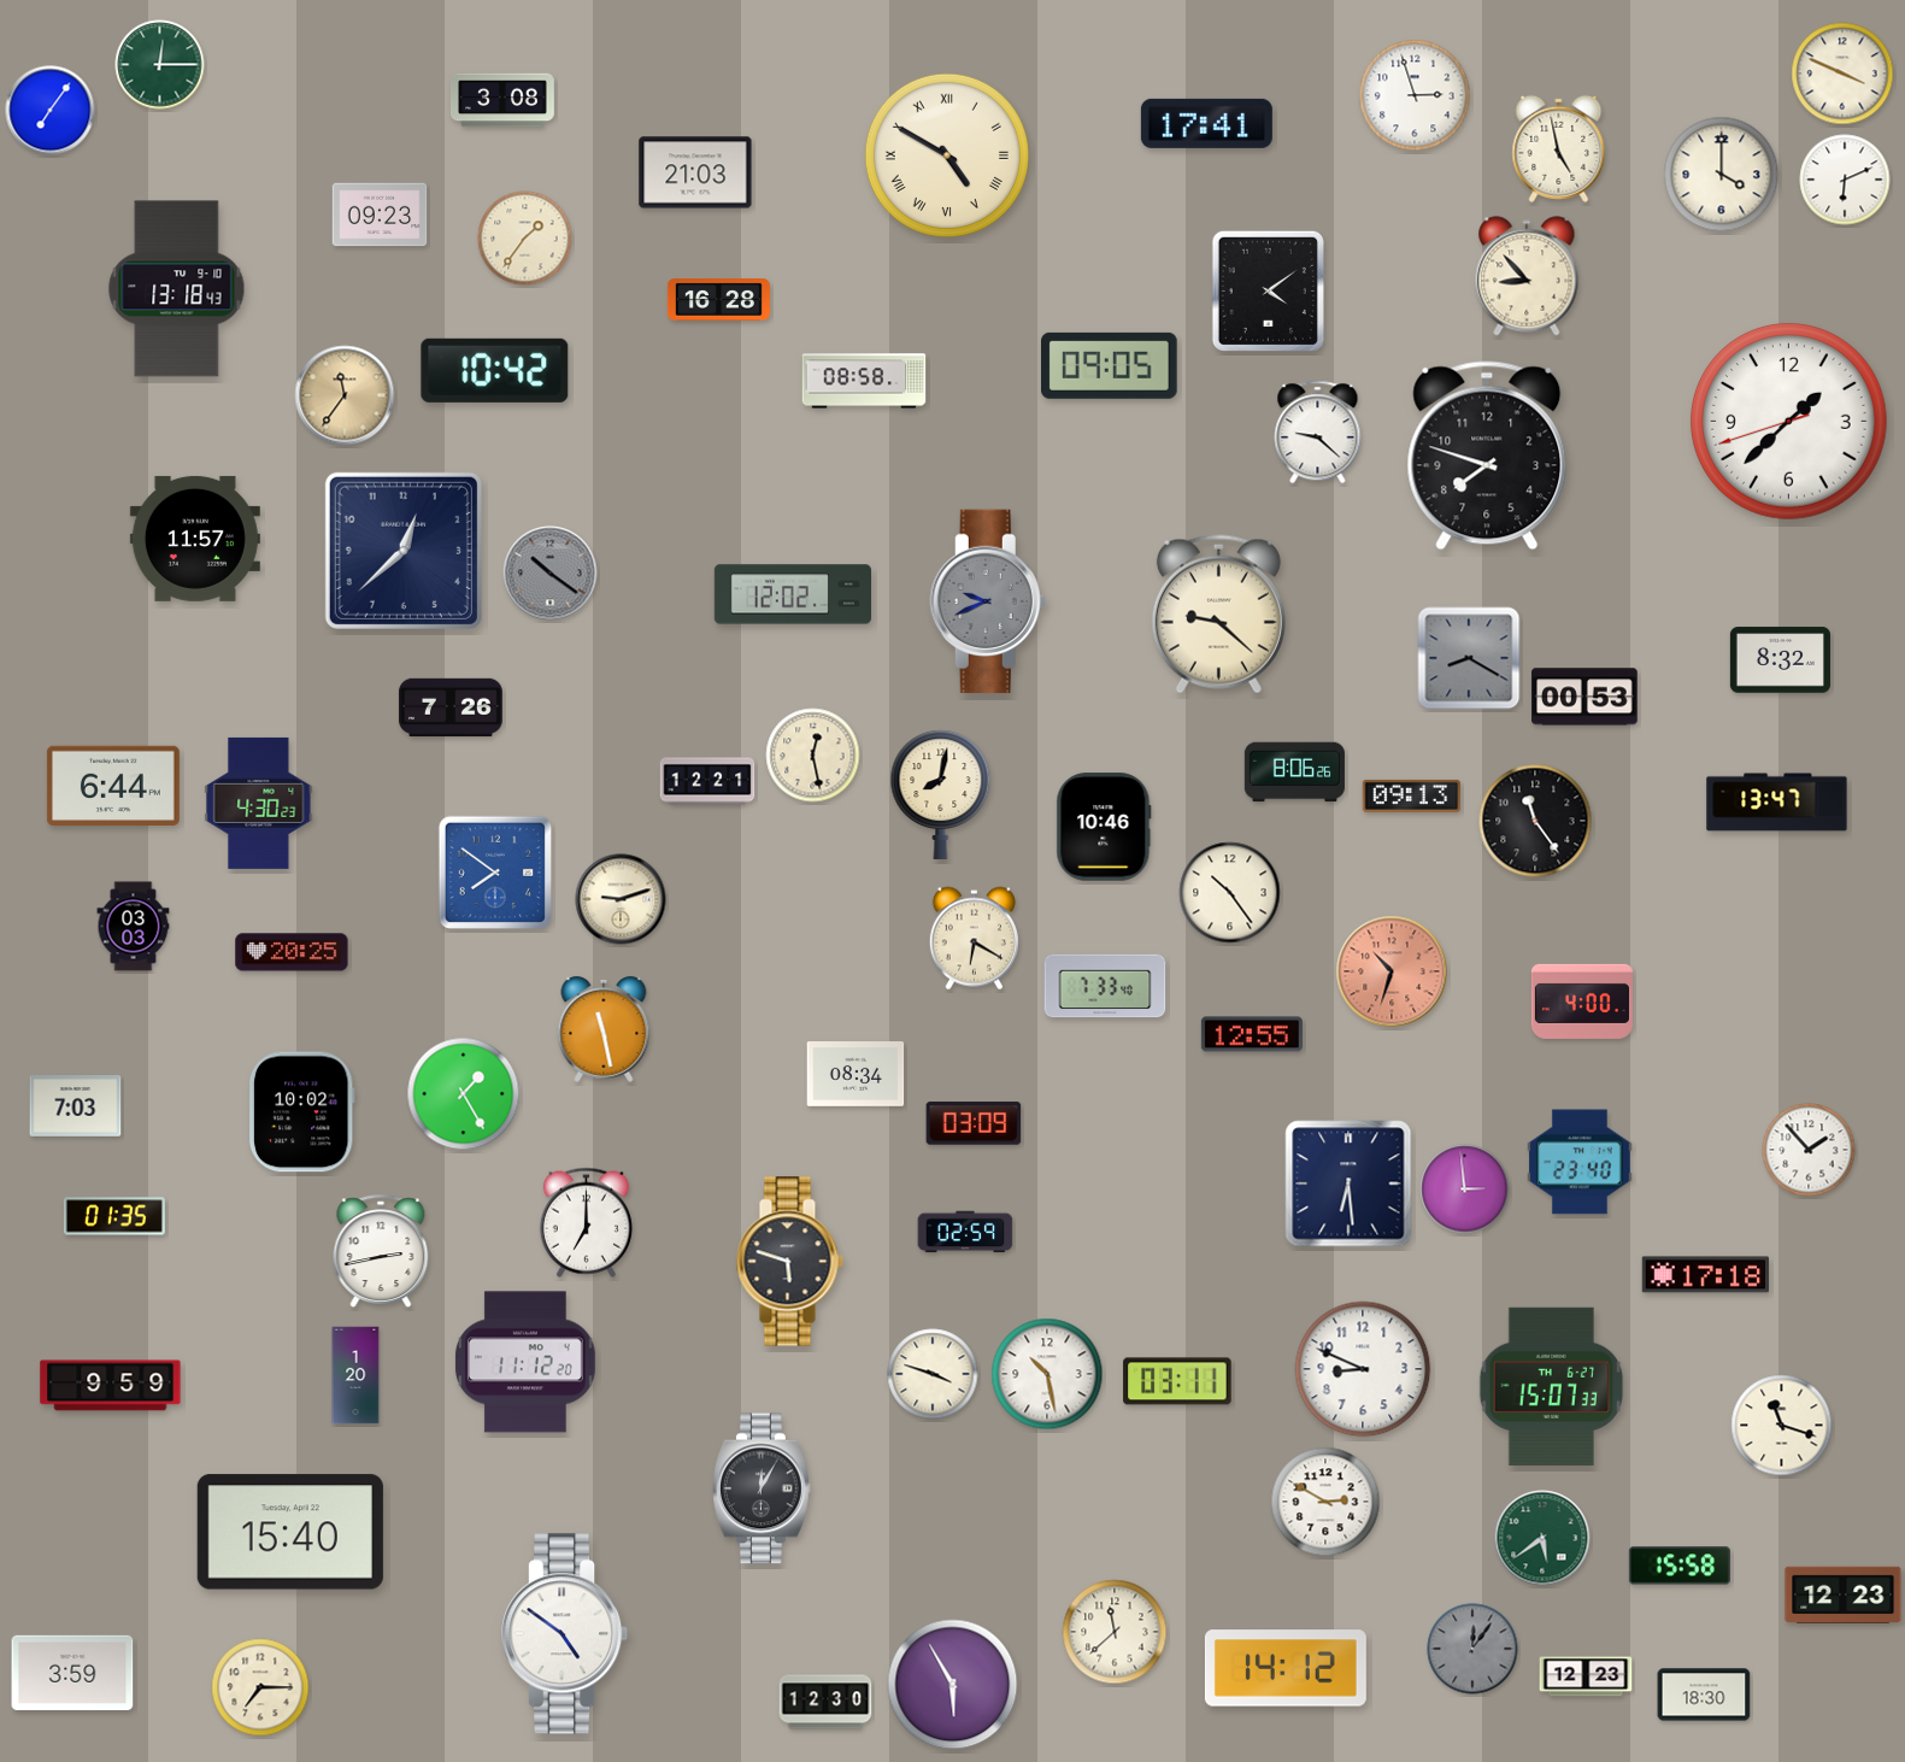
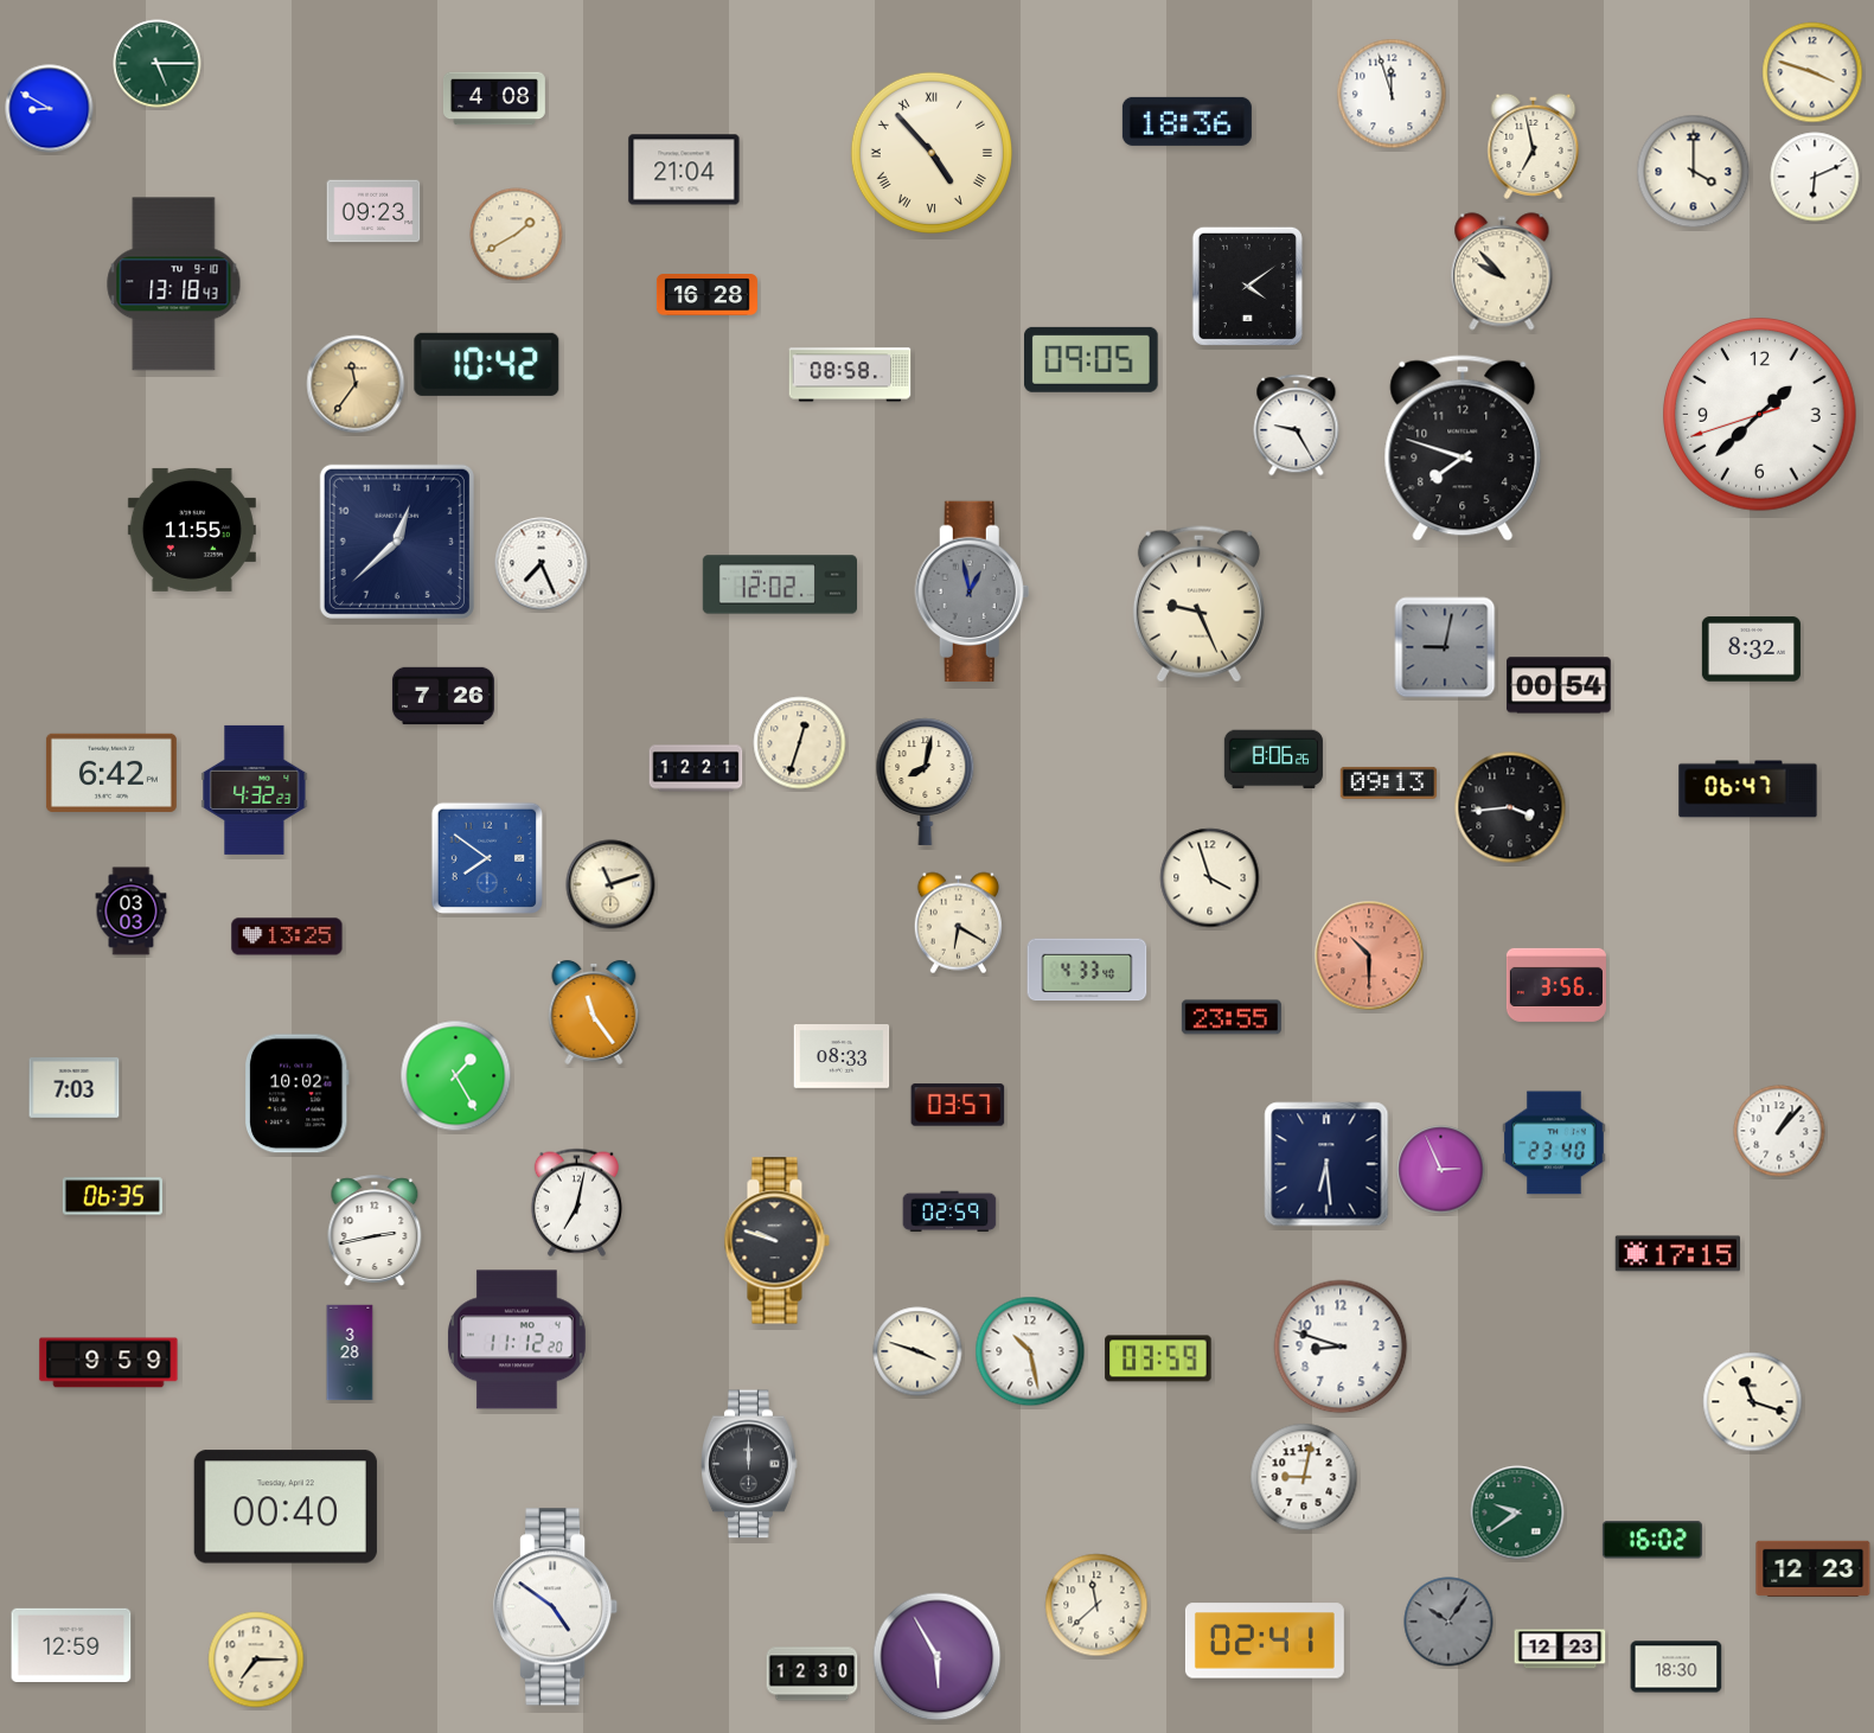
clock at (160, 65): 12:15 -> 5:15
clock at (1842, 74): 3:49 -> 3:48
clock at (1415, 95): 2:57 -> 11:57
clock at (502, 100): 3:08 -> 4:08
clock at (51, 111): 7:06 -> 8:50
clock at (1206, 123): 17:41 -> 18:36
clock at (1559, 148): 4:58 -> 6:58
clock at (947, 155): 4:50 -> 4:53
clock at (695, 172): 21:03 -> 21:04
clock at (525, 239): 1:36 -> 1:40
clock at (1527, 276): 8:53 -> 9:53
clock at (345, 395) position: (345, 395) -> (356, 384)
clock at (1318, 433): 9:22 -> 9:25
clock at (195, 539): 11:57 -> 11:55
clock at (551, 574): 10:21 -> 7:26
clock at (551, 574) dial: grey -> white
clock at (988, 601): 9:41 -> 12:58
clock at (1218, 615): 9:22 -> 9:26
clock at (1469, 658): 8:20 -> 9:02
clock at (1584, 697): 00:53 -> 00:54
clock at (813, 756): 12:28 -> 12:33
clock at (113, 786): 6:44 -> 6:42
clock at (259, 803): 4:30 -> 4:32
clock at (1777, 803): 13:47 -> 06:47
clock at (1535, 821): 11:24 -> 3:44
clock at (1104, 827): 10:46 -> none
clock at (1230, 893): 10:24 -> 3:57
clock at (621, 899): 9:12 -> 11:12
clock at (292, 952): 20:25 -> 13:25
clock at (1392, 971): 10:33 -> 10:30
clock at (1105, 986): 7:33 -> 4:33
clock at (1582, 1002): 4:00 -> 3:56
clock at (604, 1029): 11:28 -> 11:24
clock at (1252, 1034): 12:55 -> 23:55
clock at (856, 1075): 08:34 -> 08:33
clock at (974, 1123): 03:09 -> 03:57
clock at (1809, 1150): 1:53 -> 1:07
clock at (1465, 1190): 2:59 -> 2:56
clock at (114, 1216): 01:35 -> 06:35
clock at (586, 1222): 7:00 -> 7:02
clock at (789, 1262): 5:48 -> 9:48
clock at (1705, 1275): 17:18 -> 17:15
clock at (1363, 1369): 8:49 -> 8:48
clock at (355, 1375): 1:20 -> 3:28
clock at (1177, 1381): 03:11 -> 03:59
clock at (1551, 1386): 15:07 -> none
clock at (763, 1488): 12:05 -> 12:00
clock at (1325, 1502): 2:50 -> 9:02
clock at (290, 1532): 15:40 -> 00:40
clock at (1542, 1538): 5:39 -> 9:39
clock at (1680, 1566): 15:58 -> 16:02
clock at (1472, 1649): 12:06 -> 10:06
clock at (1286, 1668): 14:12 -> 02:41
clock at (72, 1672): 3:59 -> 12:59
